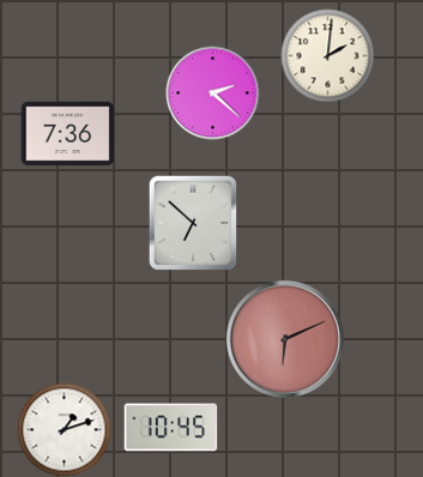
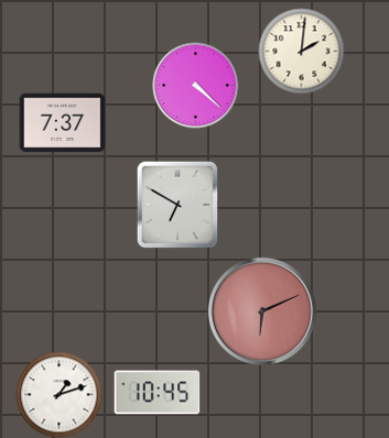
clock at (212, 92): 2:22 -> 4:22
clock at (67, 134): 7:36 -> 7:37
clock at (193, 223): 6:52 -> 6:50
